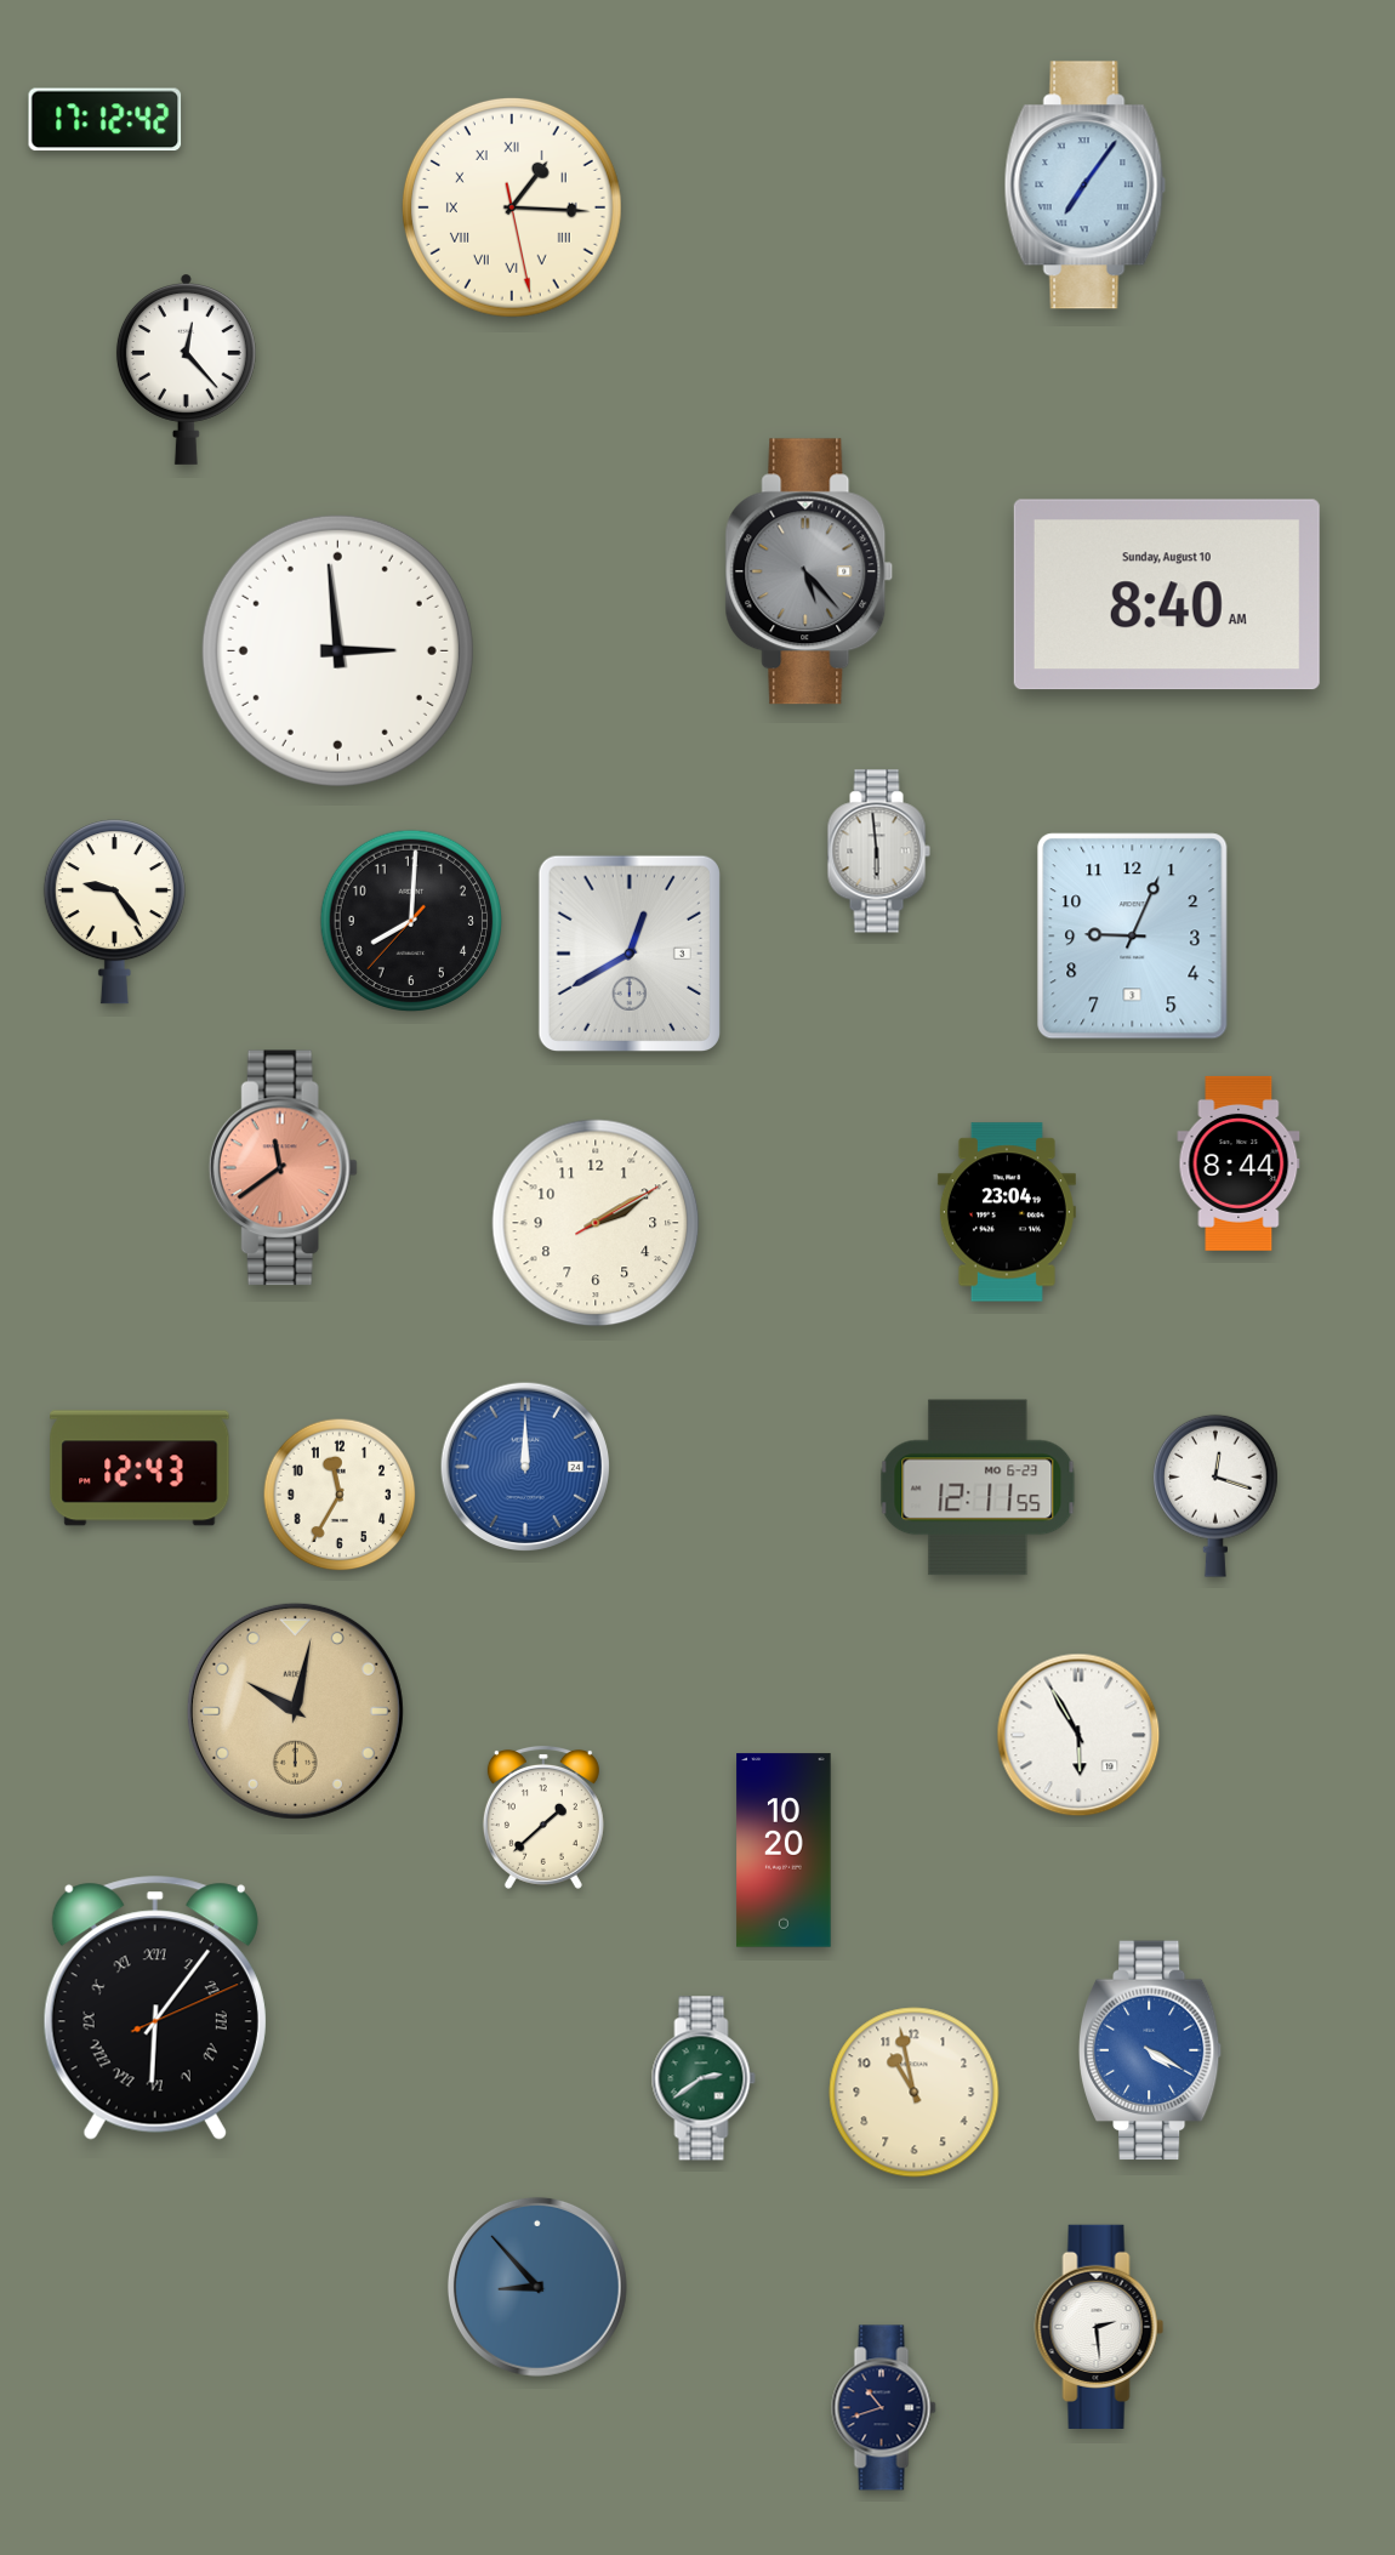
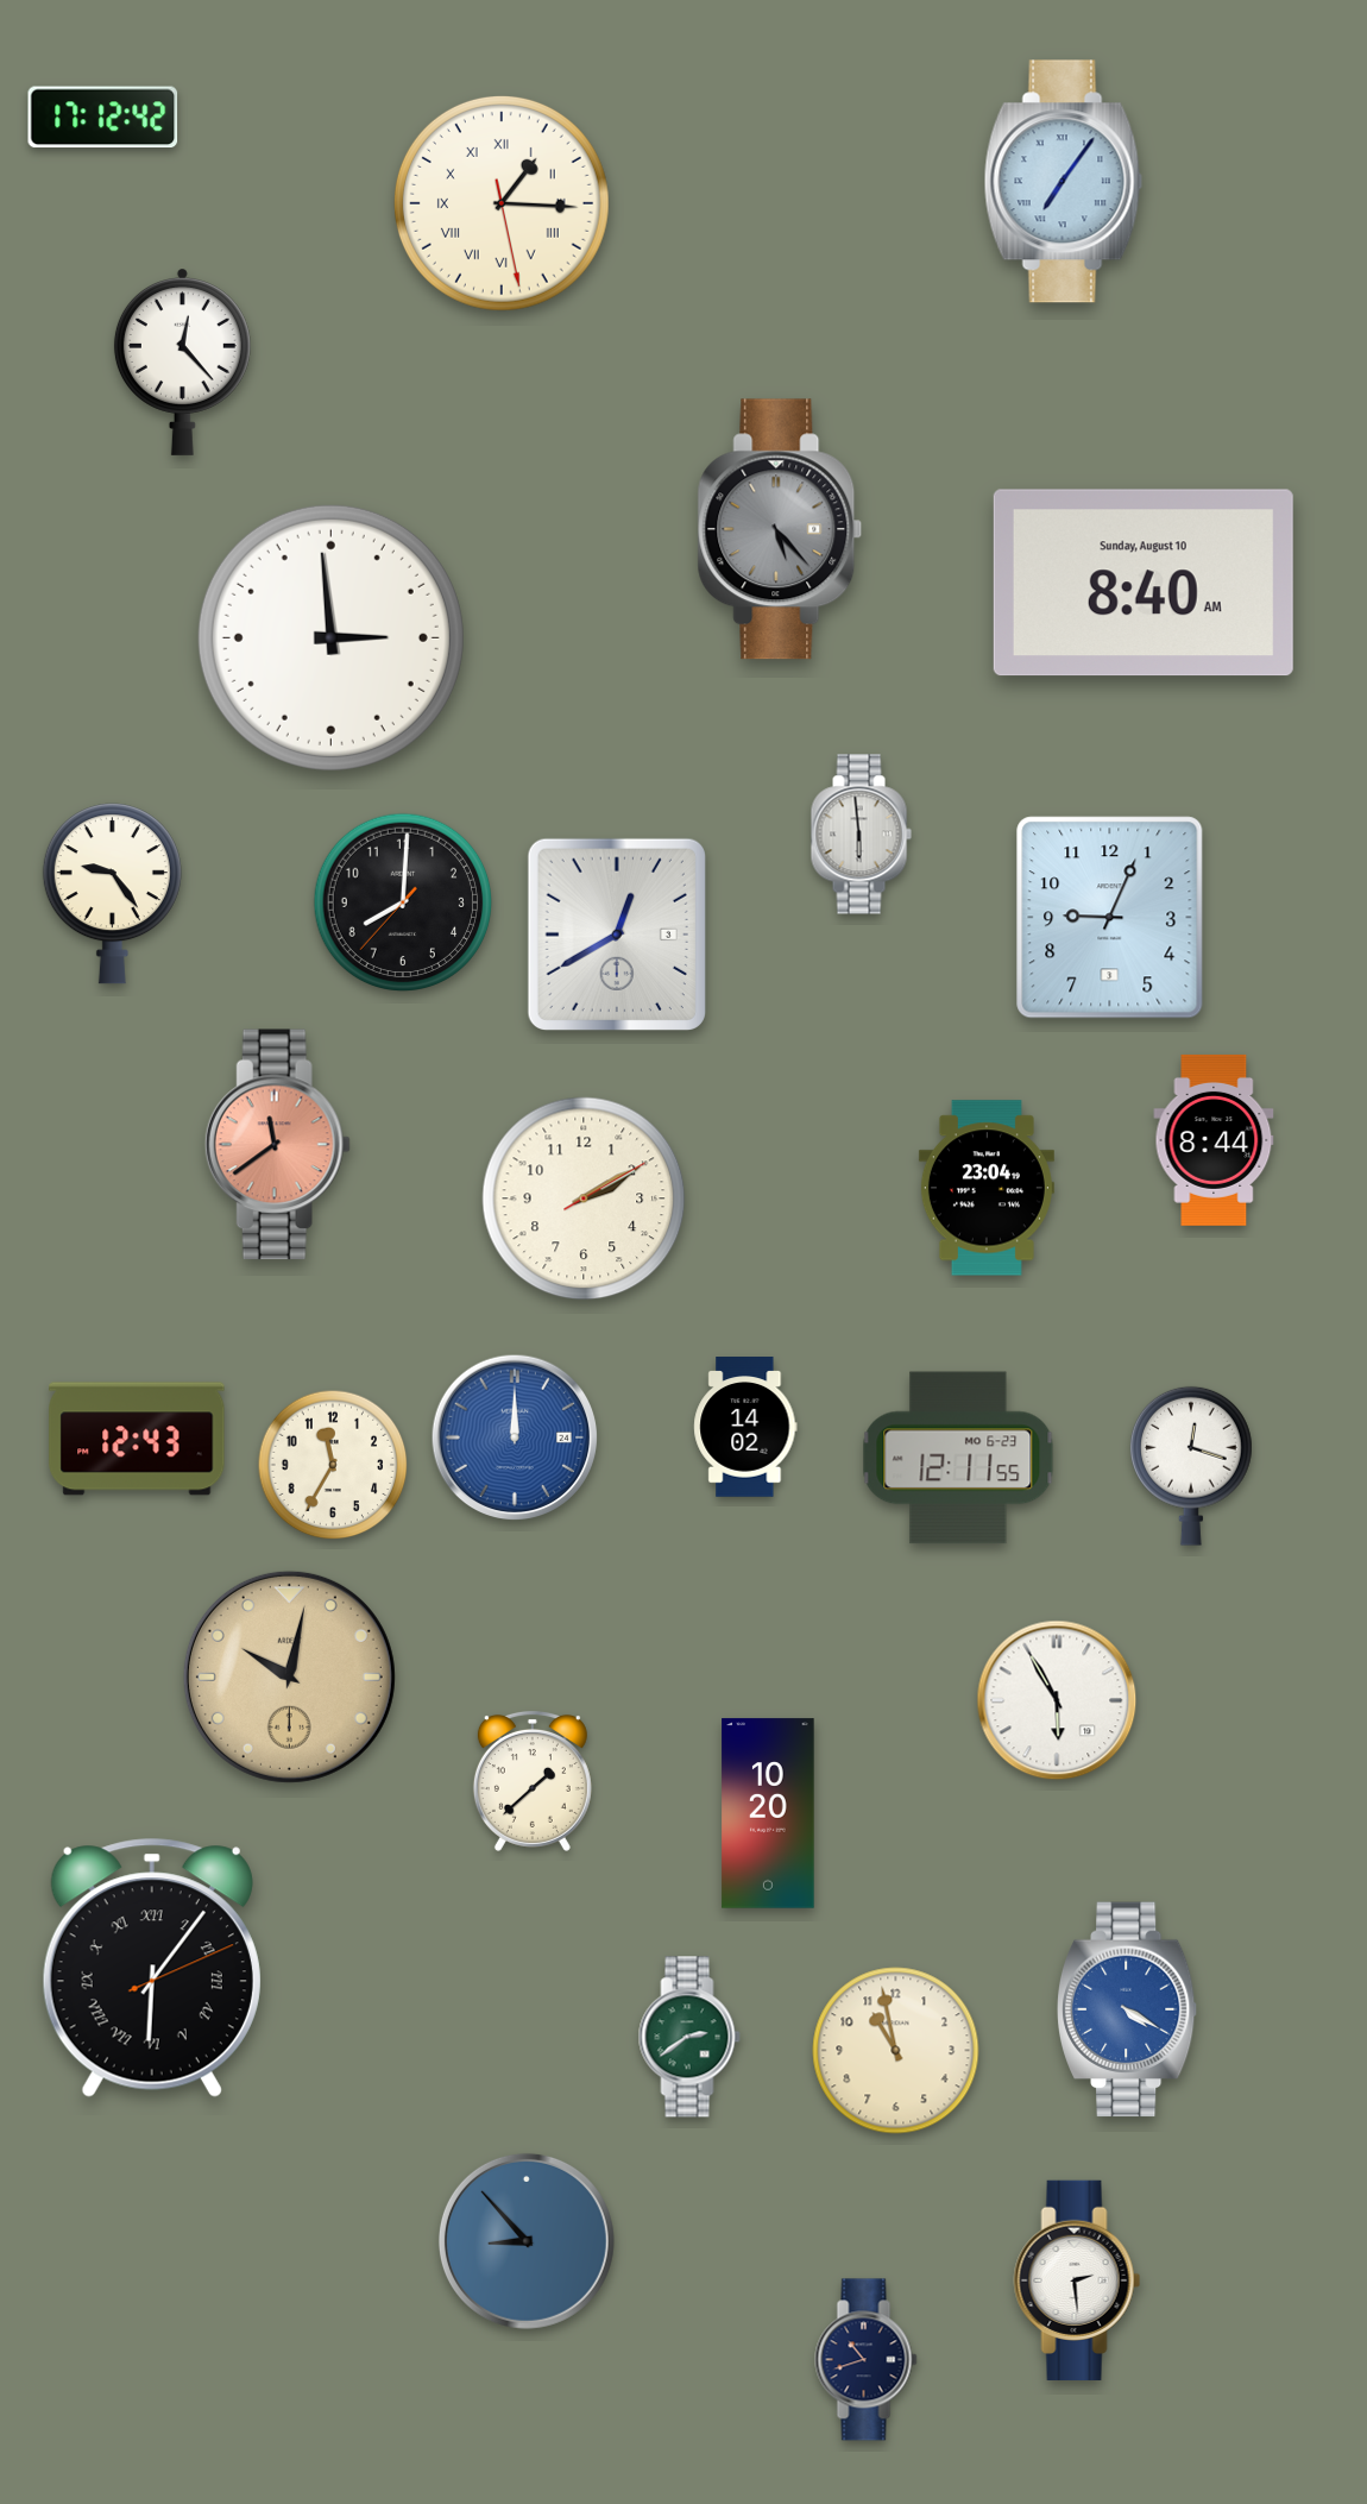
clock at (809, 571) position: (809, 571) -> (780, 529)
clock at (745, 1427): none -> 14:02
